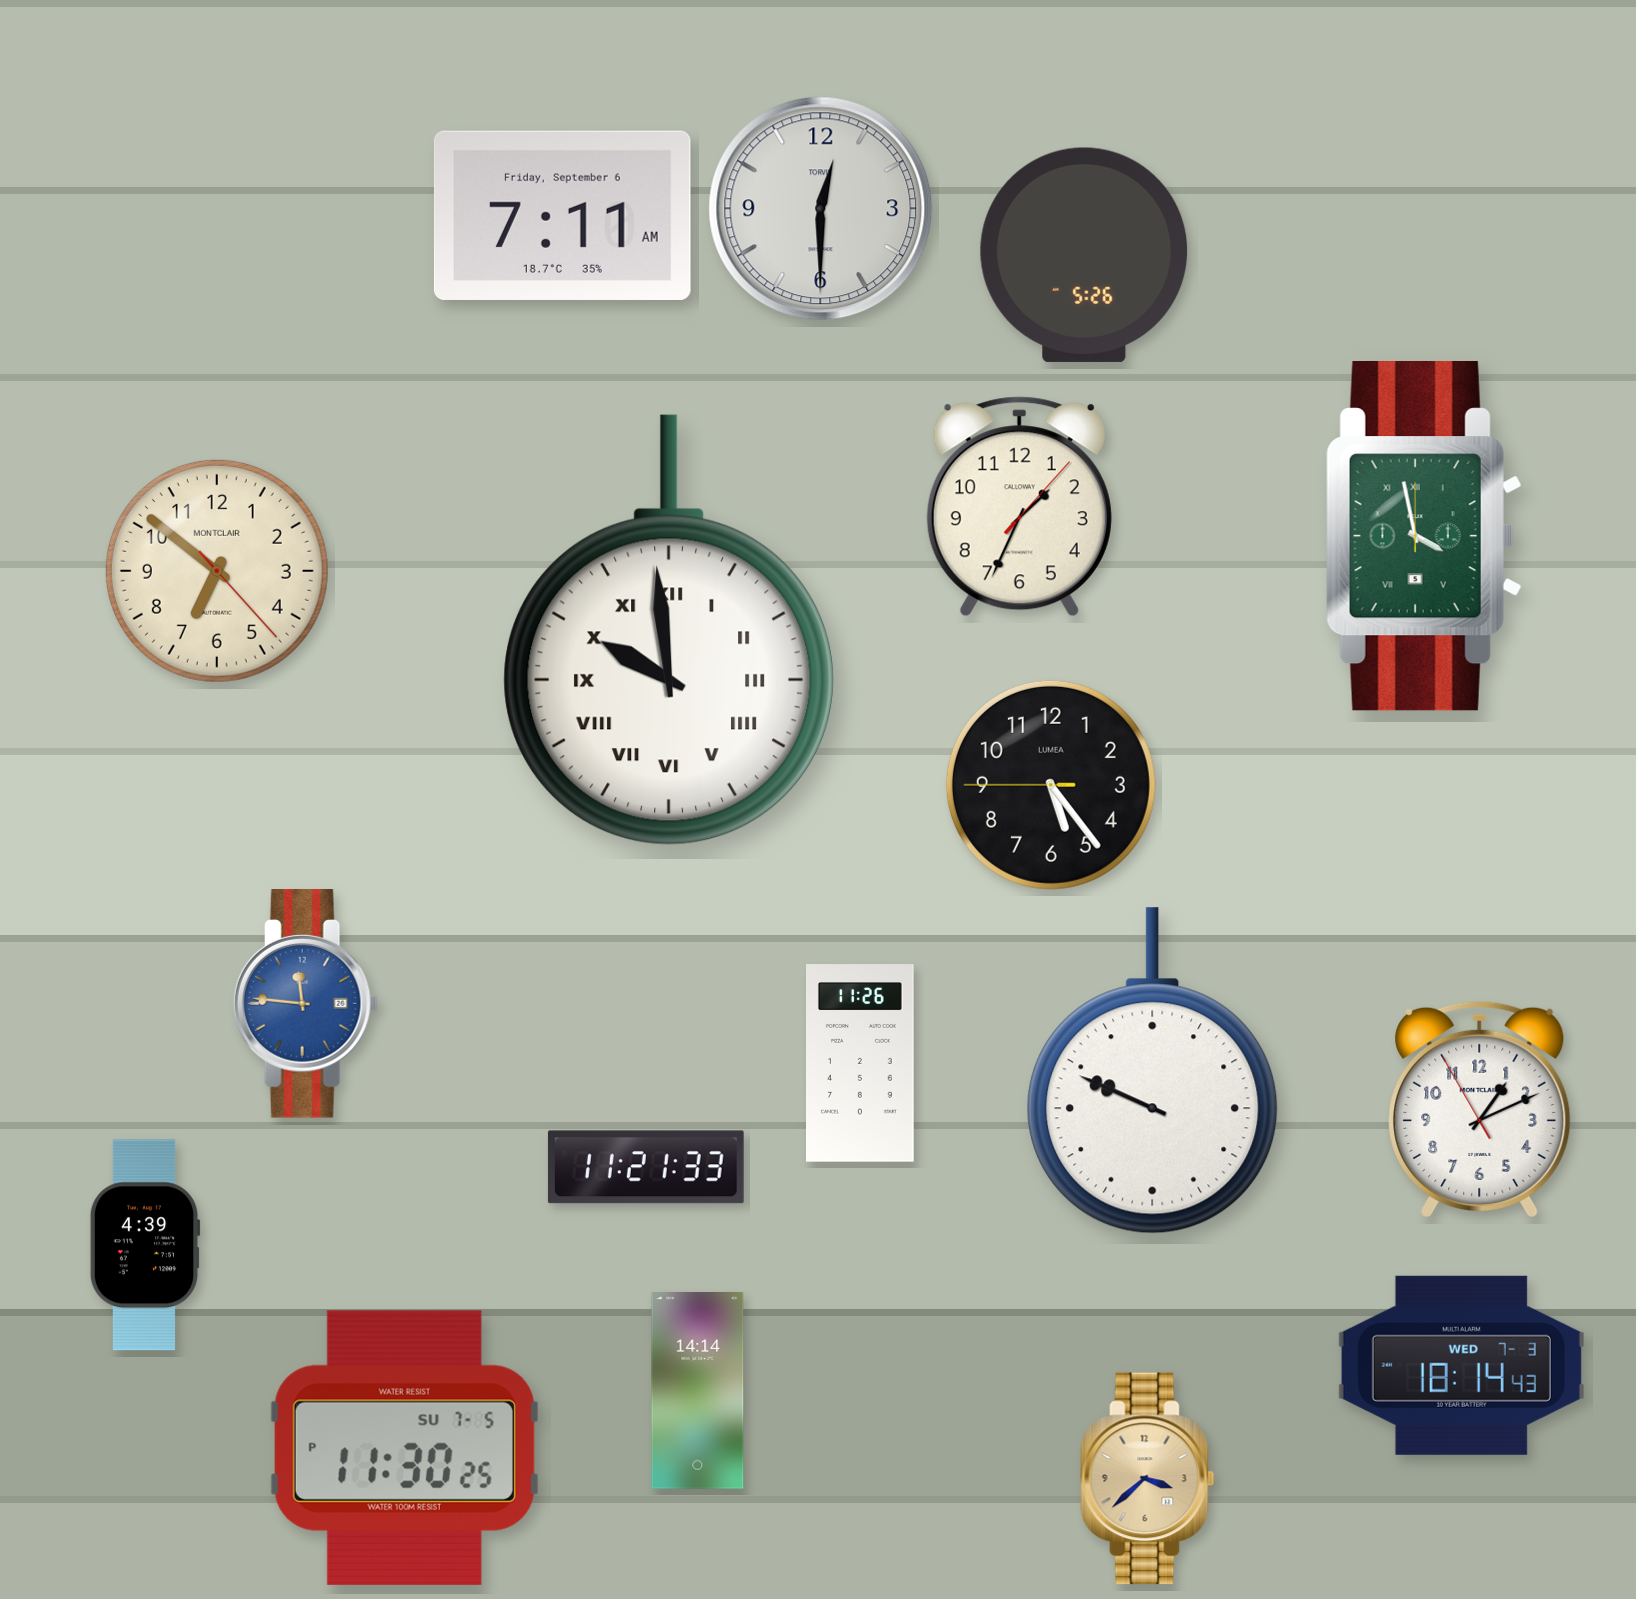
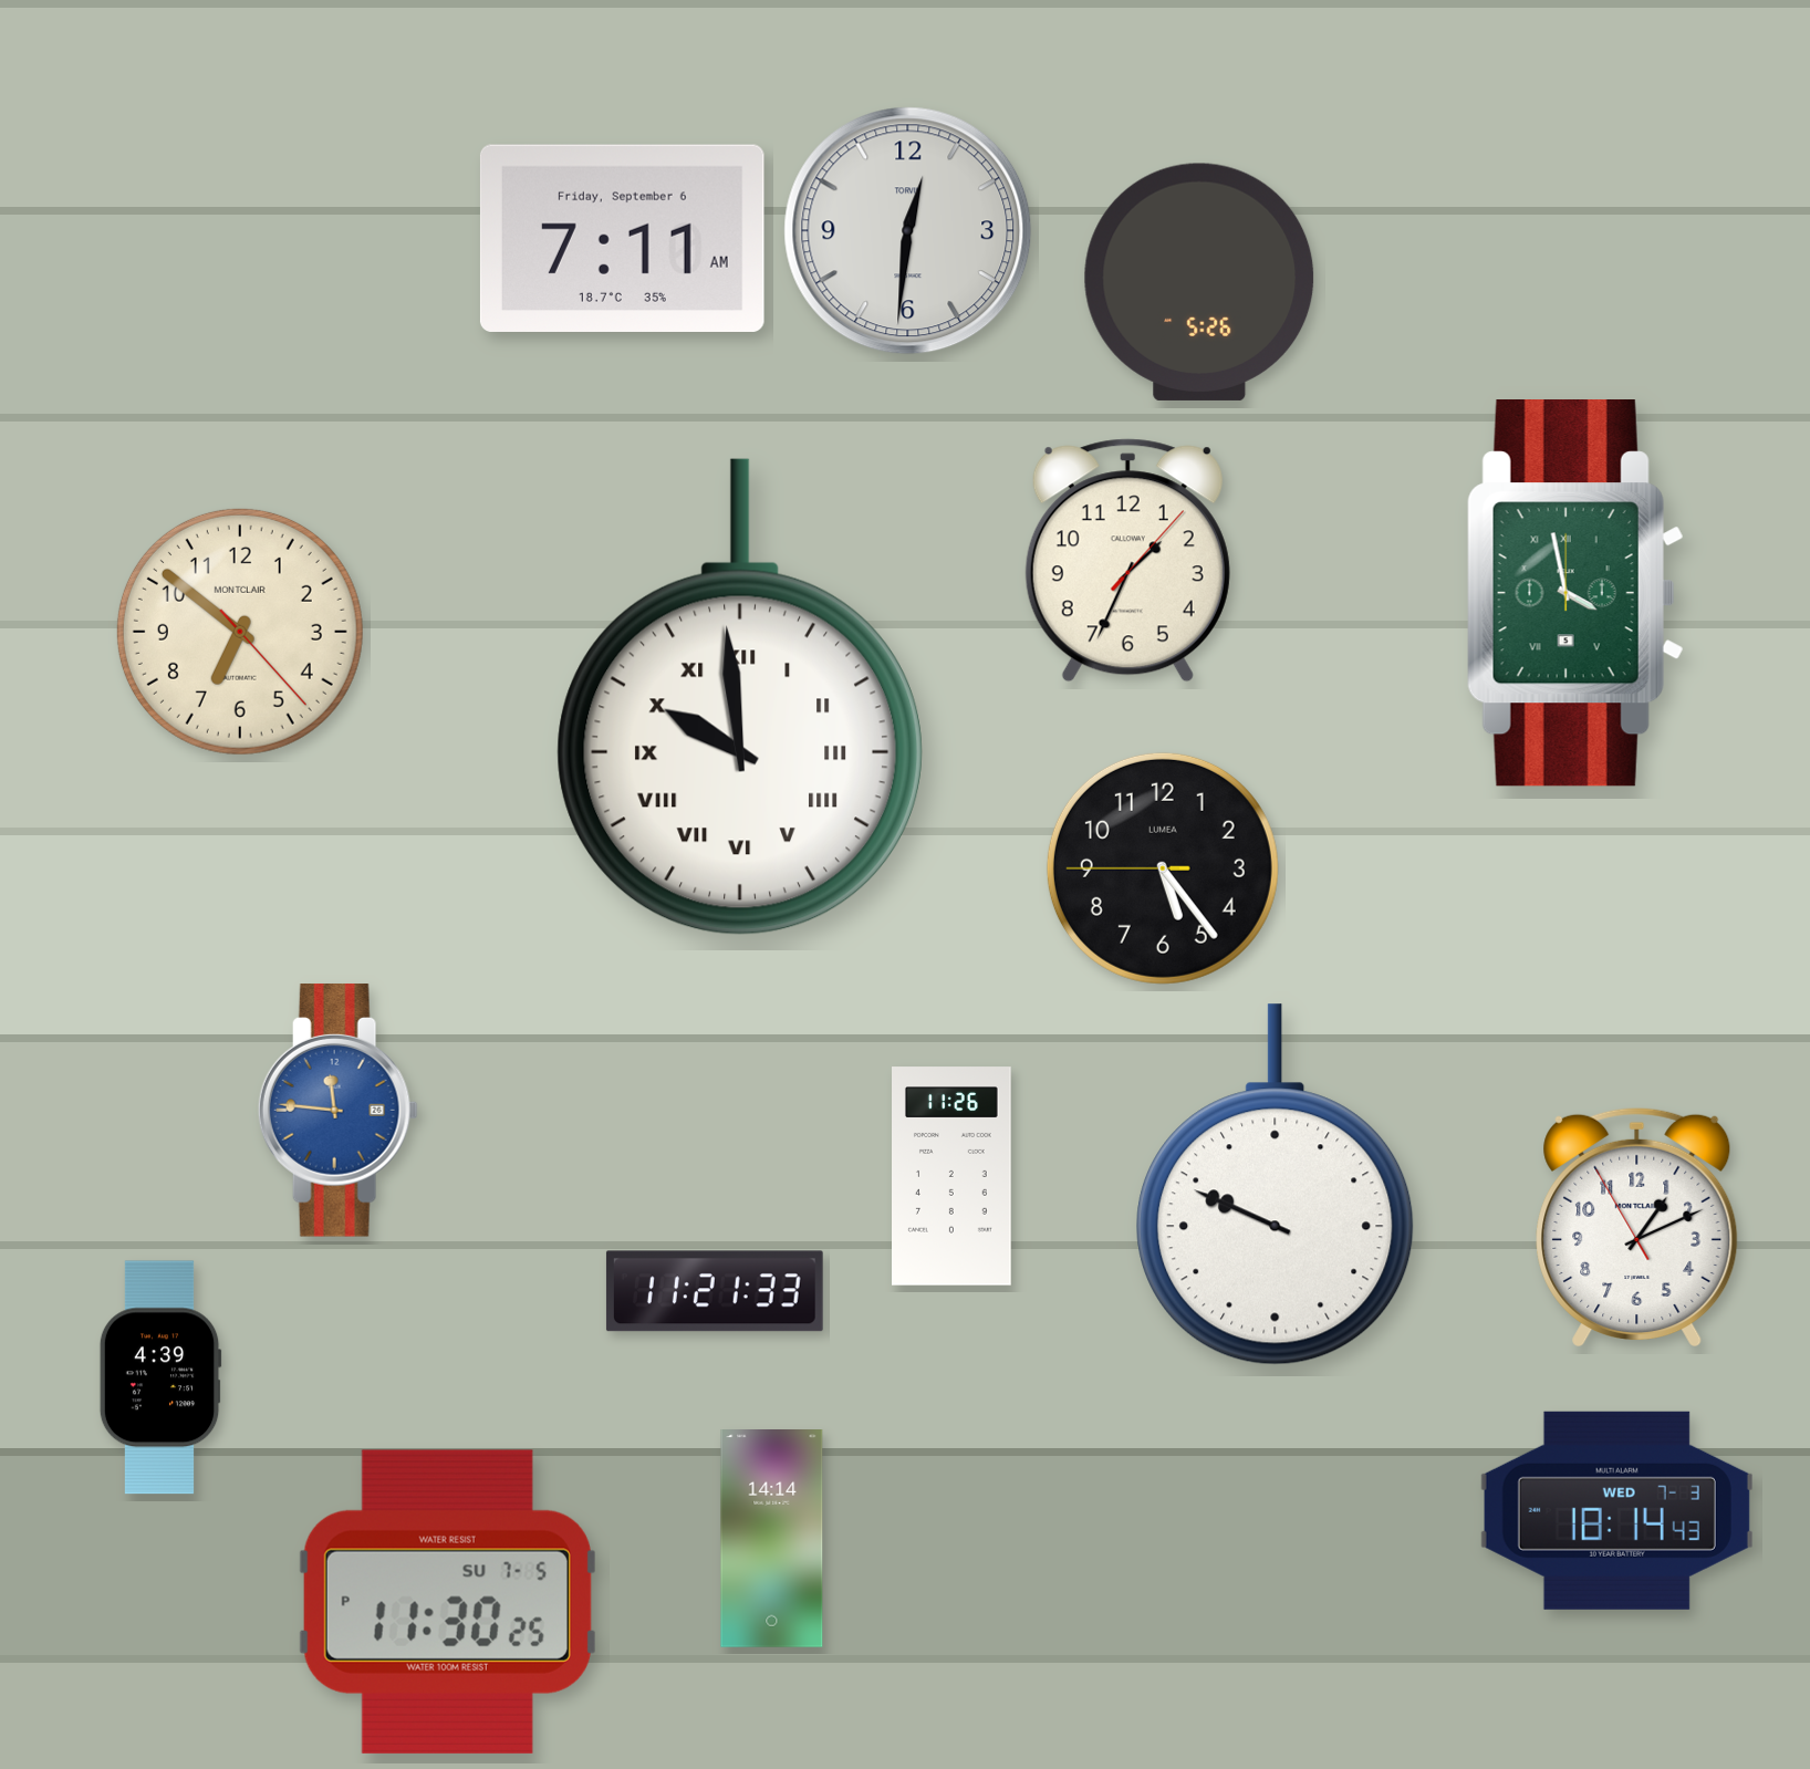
clock at (821, 209): 12:30 -> 12:31
clock at (1148, 1479): 3:38 -> none
